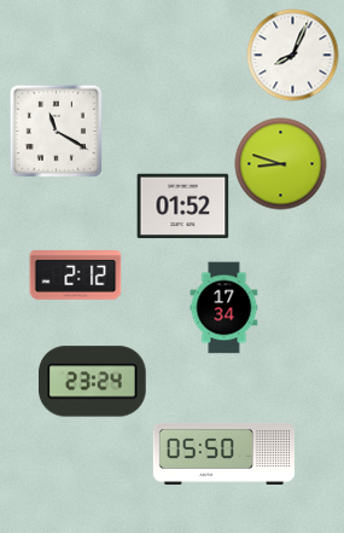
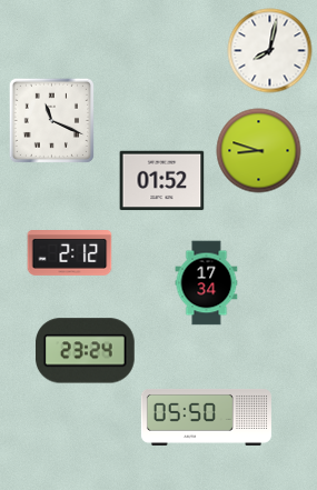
clock at (293, 56): 8:04 -> 8:02
clock at (56, 131): 11:20 -> 11:19
clock at (183, 207) position: (183, 207) -> (162, 181)
